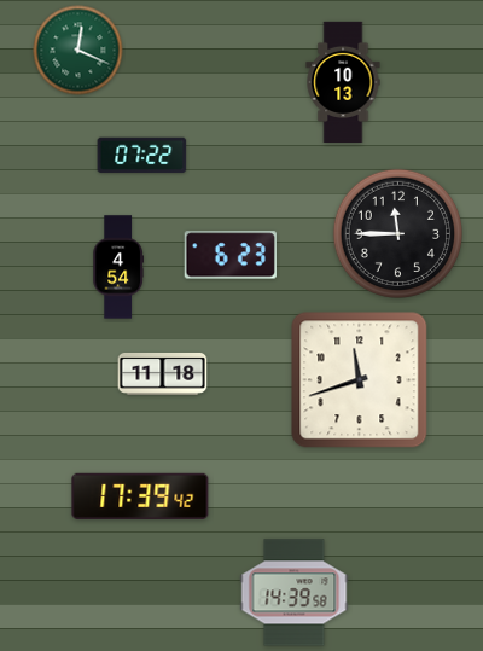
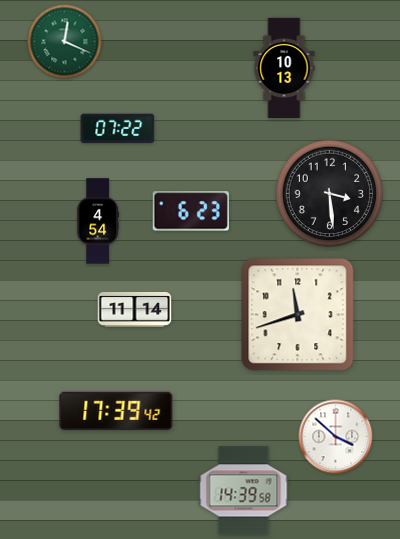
clock at (397, 233): 11:45 -> 3:29
clock at (163, 373): 11:18 -> 11:14
clock at (336, 437): none -> 3:52
